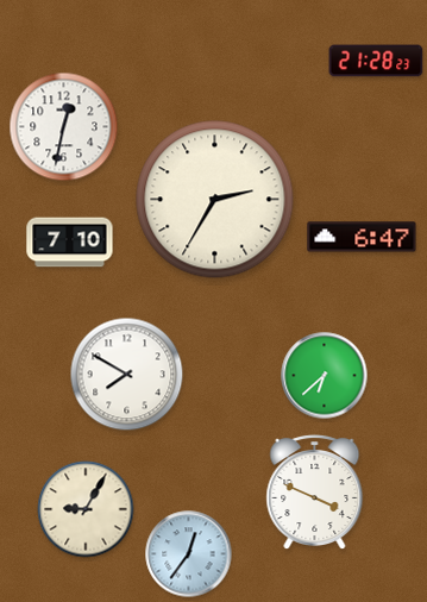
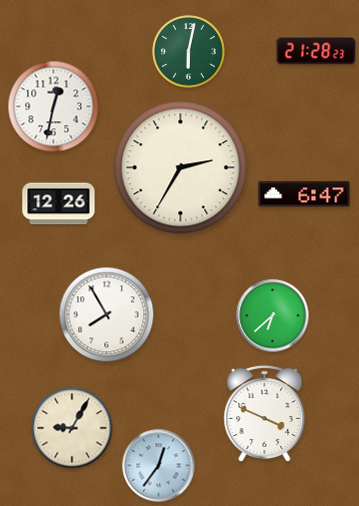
clock at (189, 52): none -> 6:02
clock at (362, 237) position: (362, 237) -> (304, 194)
clock at (70, 243): 7:10 -> 12:26
clock at (127, 375): 7:50 -> 7:55
